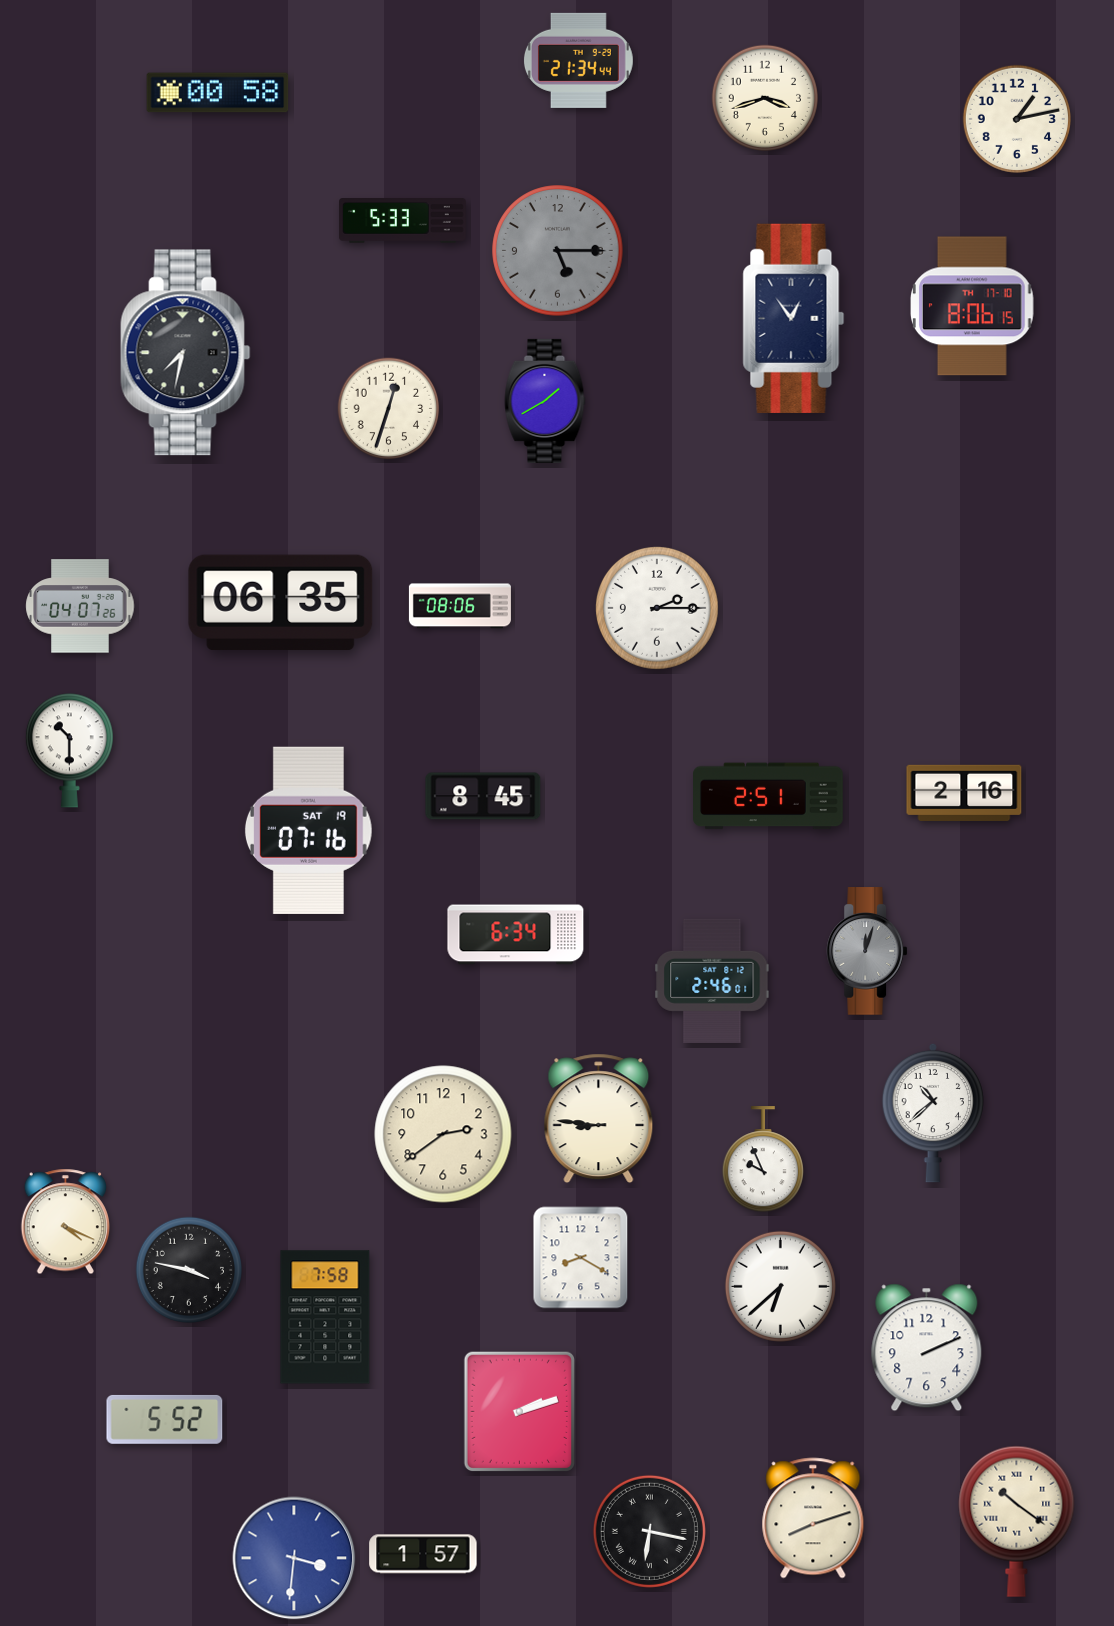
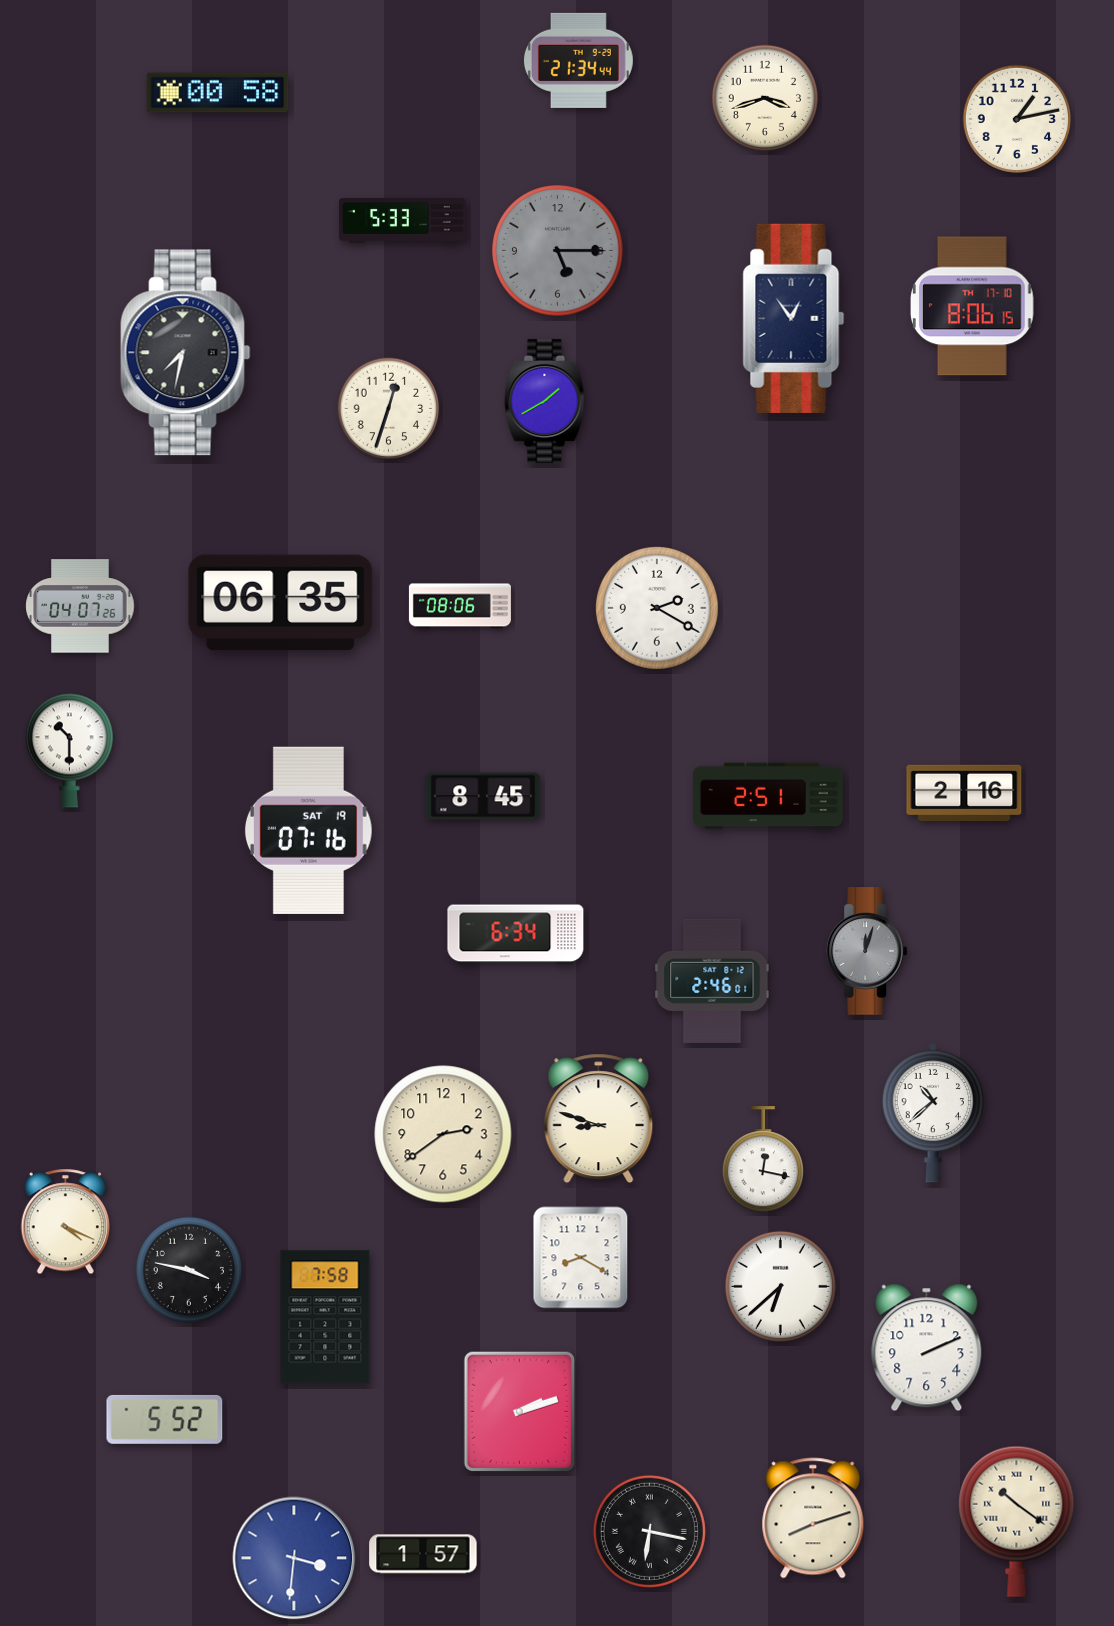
clock at (657, 608): 2:15 -> 2:20
clock at (599, 1119): 8:46 -> 8:48
clock at (763, 1160): 9:56 -> 12:17
